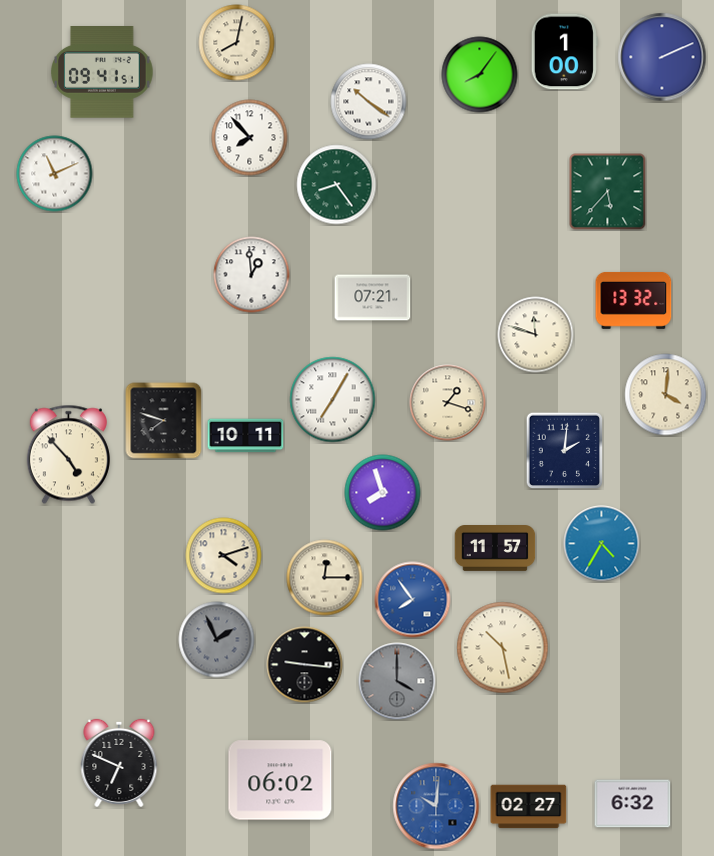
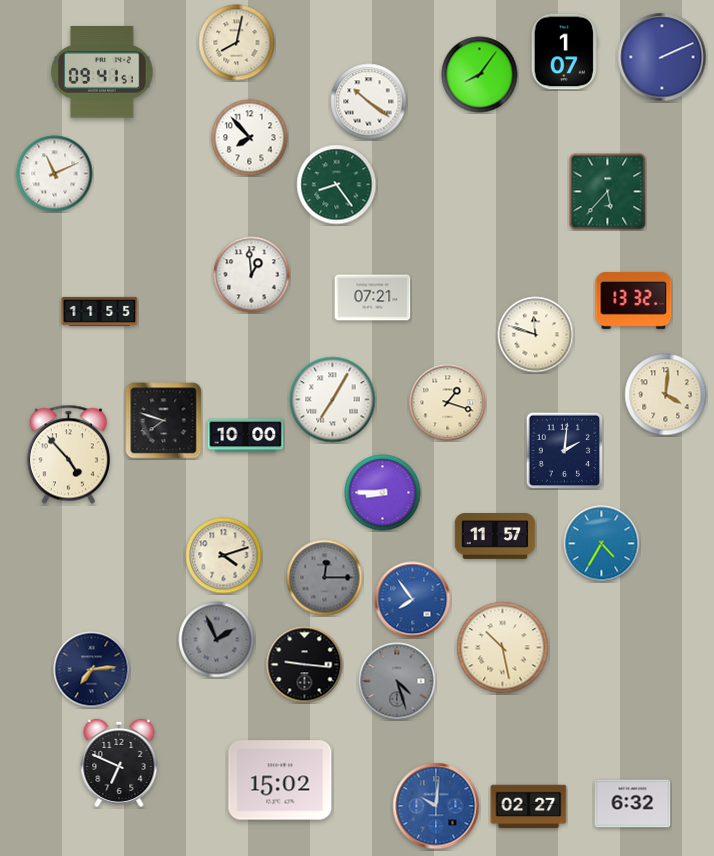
clock at (564, 52): 1:00 -> 1:07
clock at (100, 311): none -> 11:55
clock at (246, 436): 10:11 -> 10:00
clock at (383, 493): 7:57 -> 8:45
clock at (495, 549) position: (495, 549) -> (495, 537)
clock at (325, 578) dial: cream -> grey
clock at (92, 670): none -> 7:14
clock at (397, 681): 4:00 -> 4:27
clock at (280, 780): 06:02 -> 15:02
